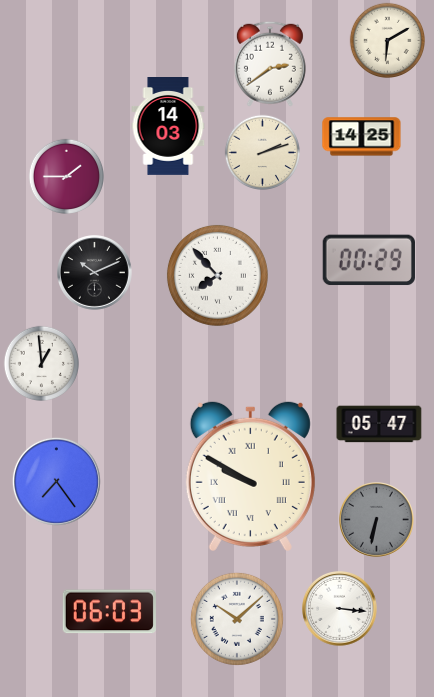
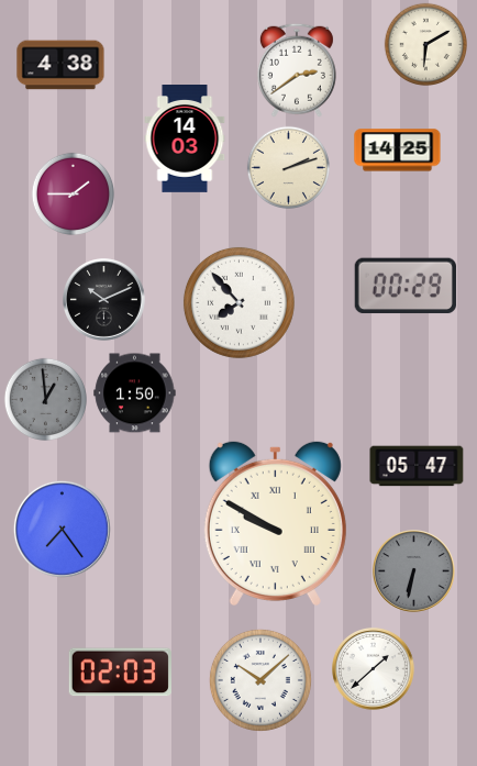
clock at (60, 65): none -> 4:38
clock at (135, 393): none -> 1:50
clock at (41, 363) dial: white -> grey
clock at (340, 609): 3:16 -> 1:38
clock at (109, 612): 06:03 -> 02:03
